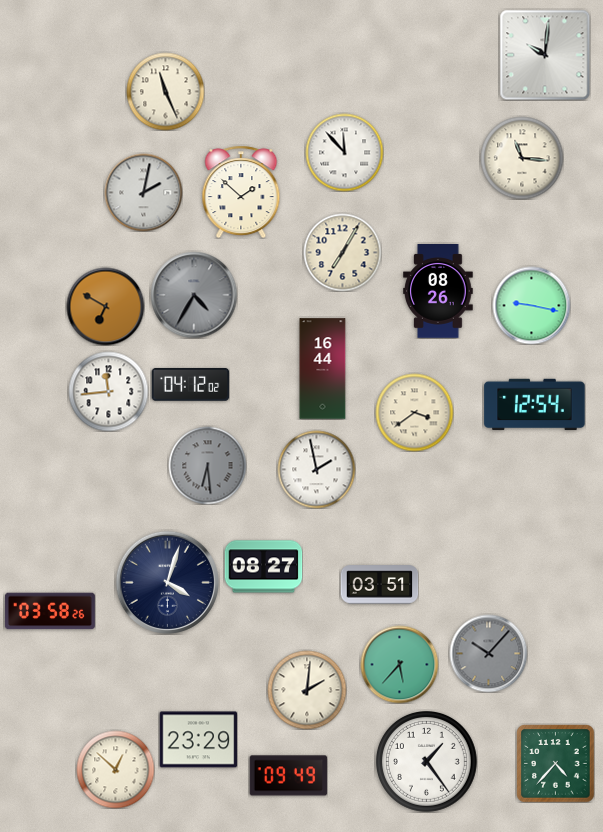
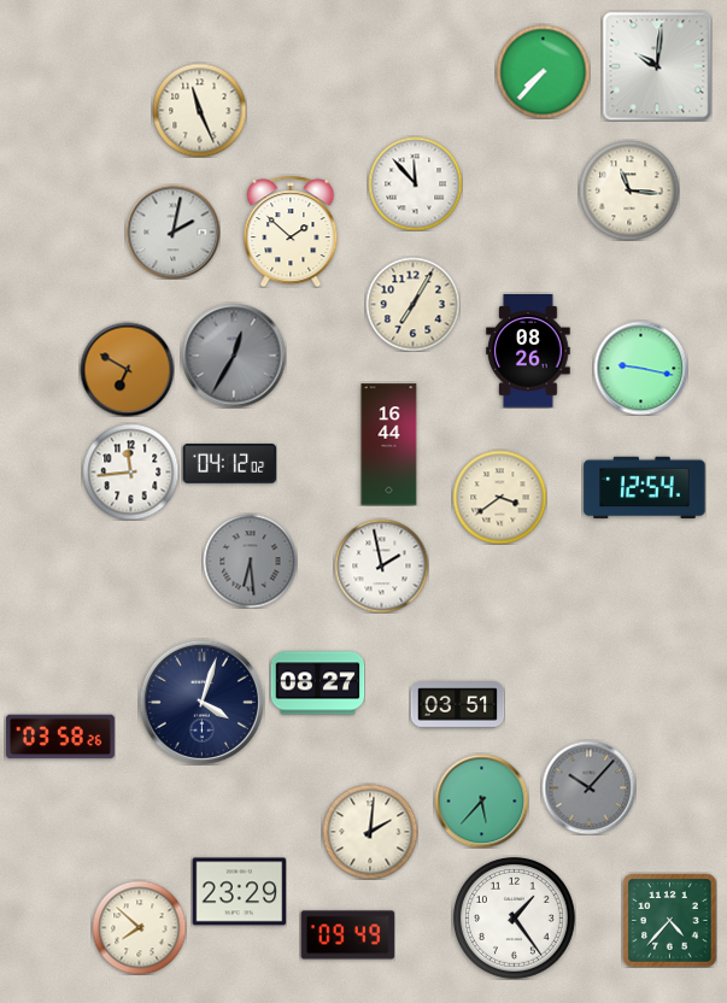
clock at (543, 71): none -> 7:37
clock at (194, 295): 4:35 -> 12:35
clock at (115, 769): 12:52 -> 7:52
